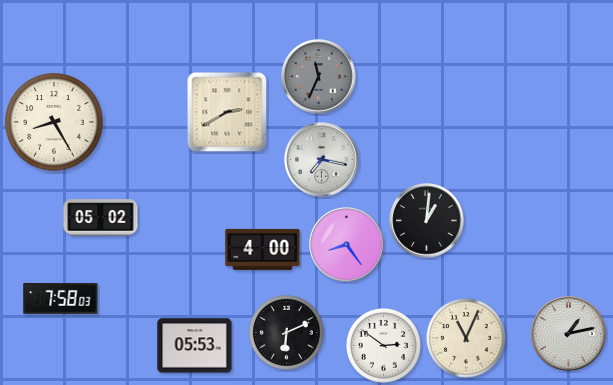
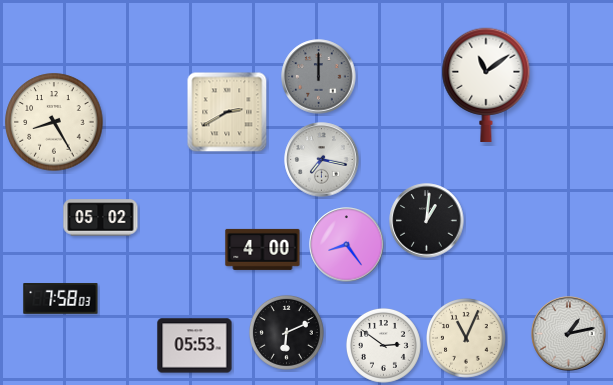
clock at (319, 77): 11:34 -> 12:00
clock at (486, 84): none -> 11:09
